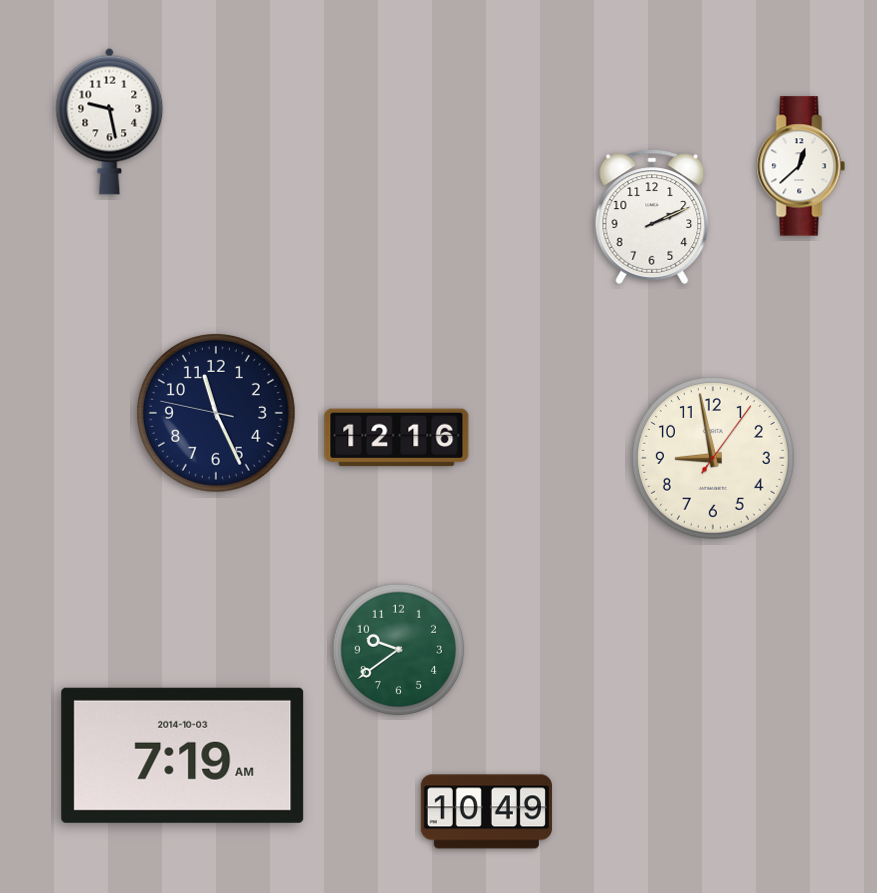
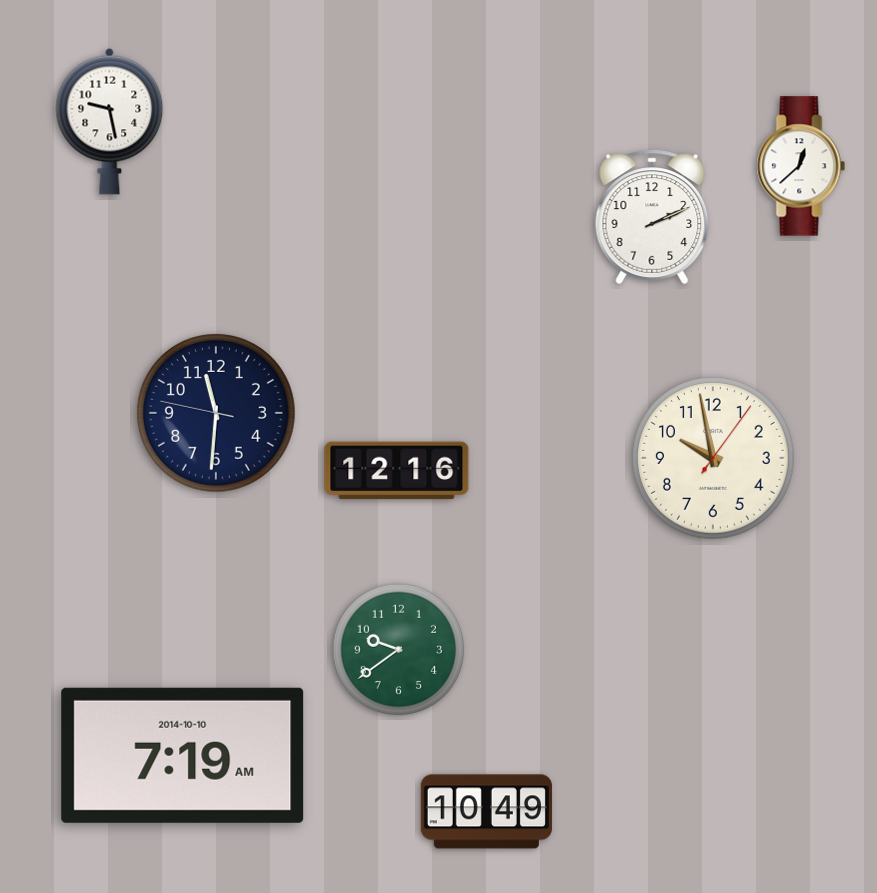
clock at (216, 413): 11:25 -> 11:30
clock at (397, 438) position: (397, 438) -> (397, 471)
clock at (714, 459): 8:58 -> 9:58
clock at (183, 755) date: 2014-10-03 -> 2014-10-10
